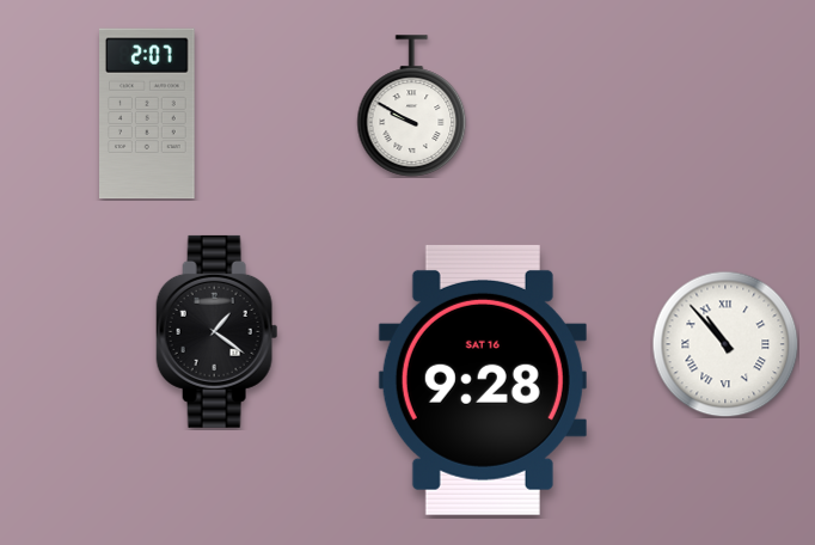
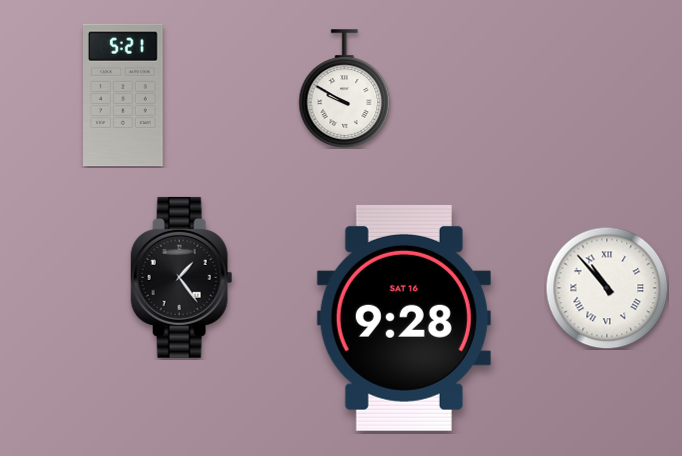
clock at (148, 114): 2:07 -> 5:21
clock at (217, 331): 1:21 -> 1:24
